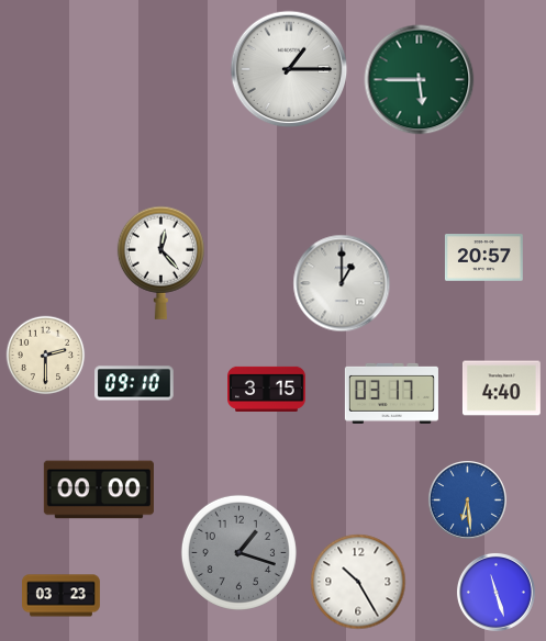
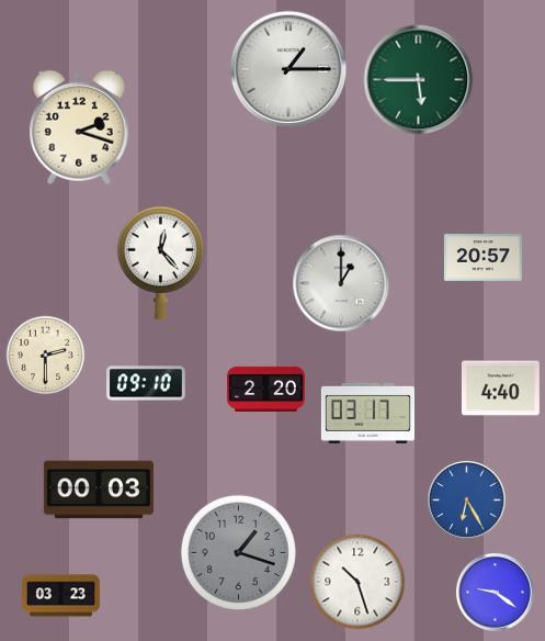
clock at (79, 127): none -> 2:18
clock at (134, 383) position: (134, 383) -> (146, 383)
clock at (267, 389): 3:15 -> 2:20
clock at (391, 393) position: (391, 393) -> (367, 413)
clock at (99, 490): 00:00 -> 00:03
clock at (467, 499): 6:29 -> 6:25
clock at (358, 582): 10:25 -> 10:27
clock at (495, 592): 11:27 -> 9:21
